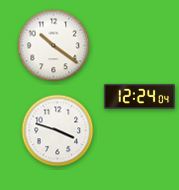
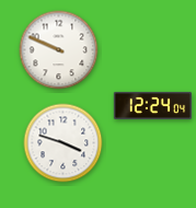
clock at (54, 46): 10:21 -> 9:49
